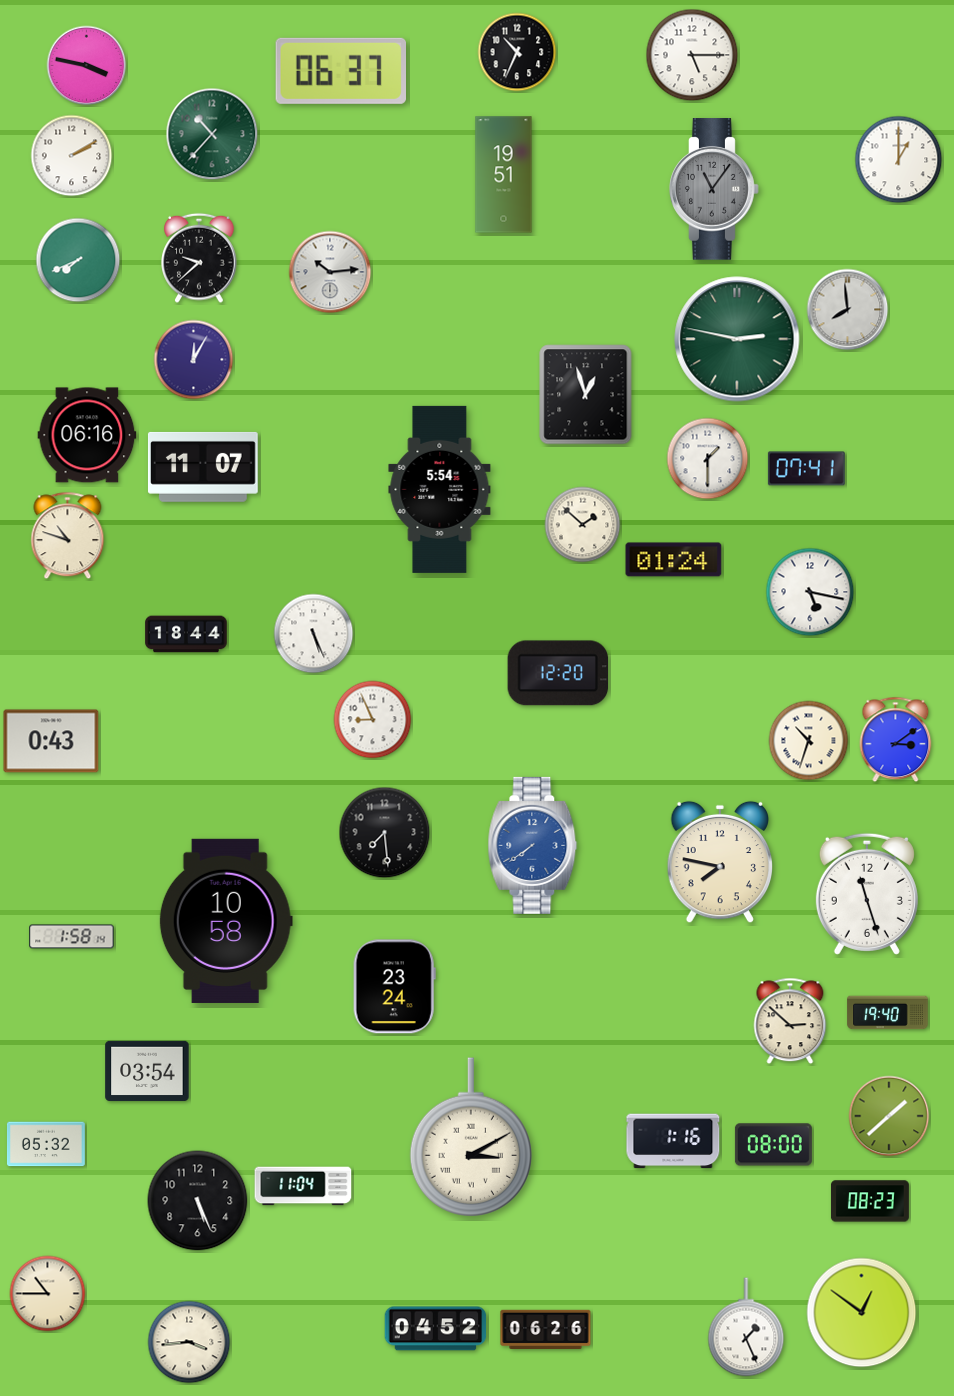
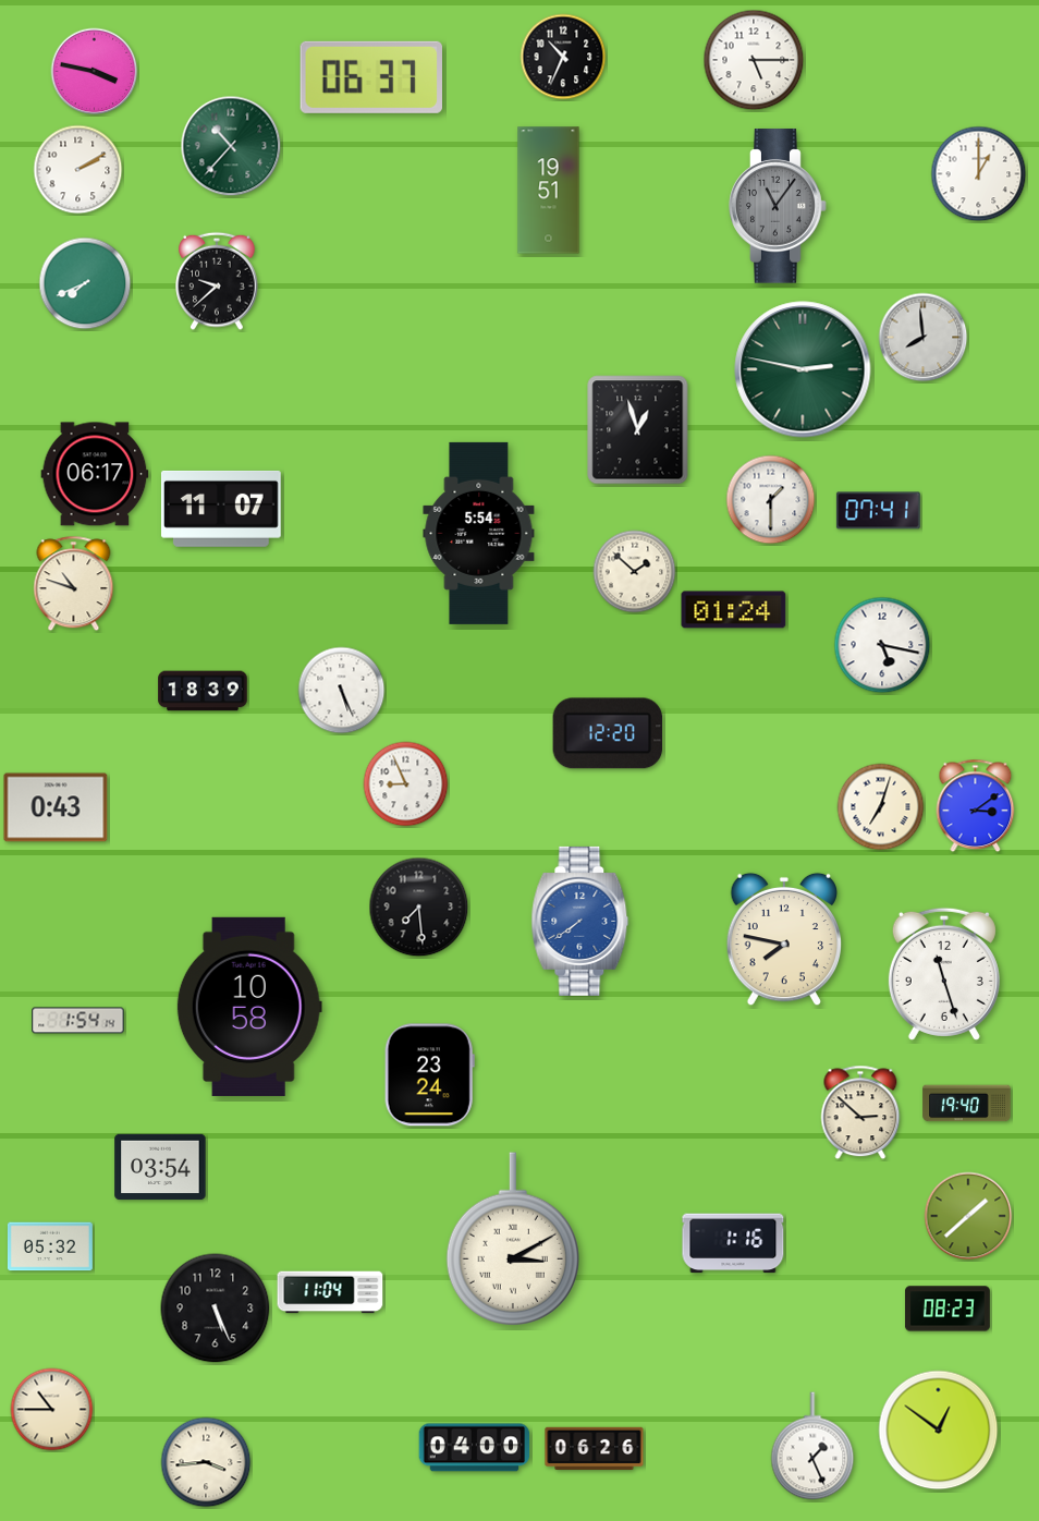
clock at (330, 272): 10:14 -> none
clock at (194, 360): 12:05 -> none
clock at (87, 435): 06:16 -> 06:17
clock at (186, 634): 18:44 -> 18:39
clock at (809, 741): 10:33 -> 7:03
clock at (226, 921) position: (226, 921) -> (249, 1007)
clock at (72, 937): 1:58 -> 1:54
clock at (773, 1145): 08:00 -> none
clock at (436, 1329): 04:52 -> 04:00
